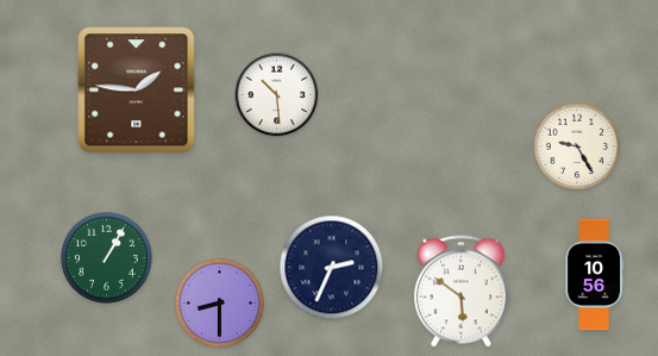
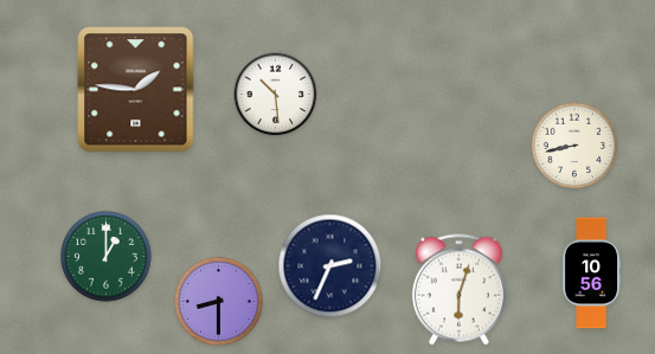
clock at (577, 146): 9:25 -> 8:43
clock at (107, 258): 1:05 -> 1:00
clock at (460, 292): 5:51 -> 6:03
